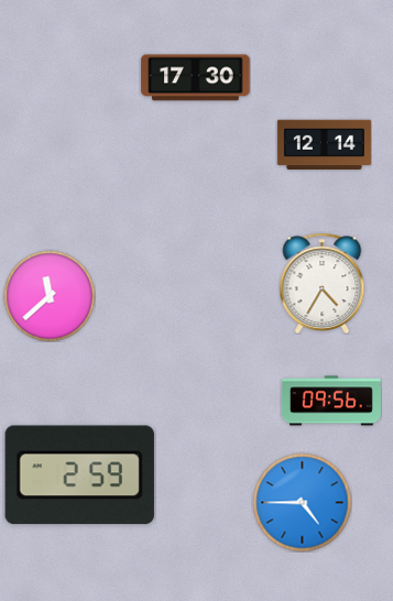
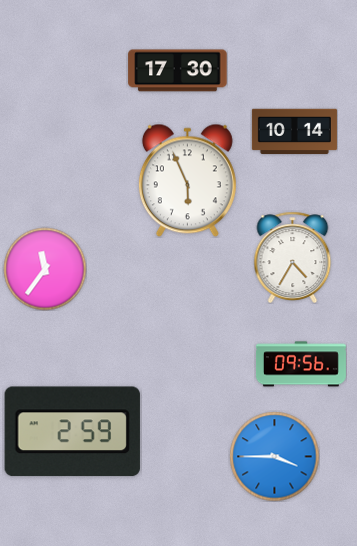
clock at (324, 145): 12:14 -> 10:14
clock at (187, 180): none -> 5:56
clock at (50, 296): 11:38 -> 11:36
clock at (302, 502): 4:45 -> 3:45
